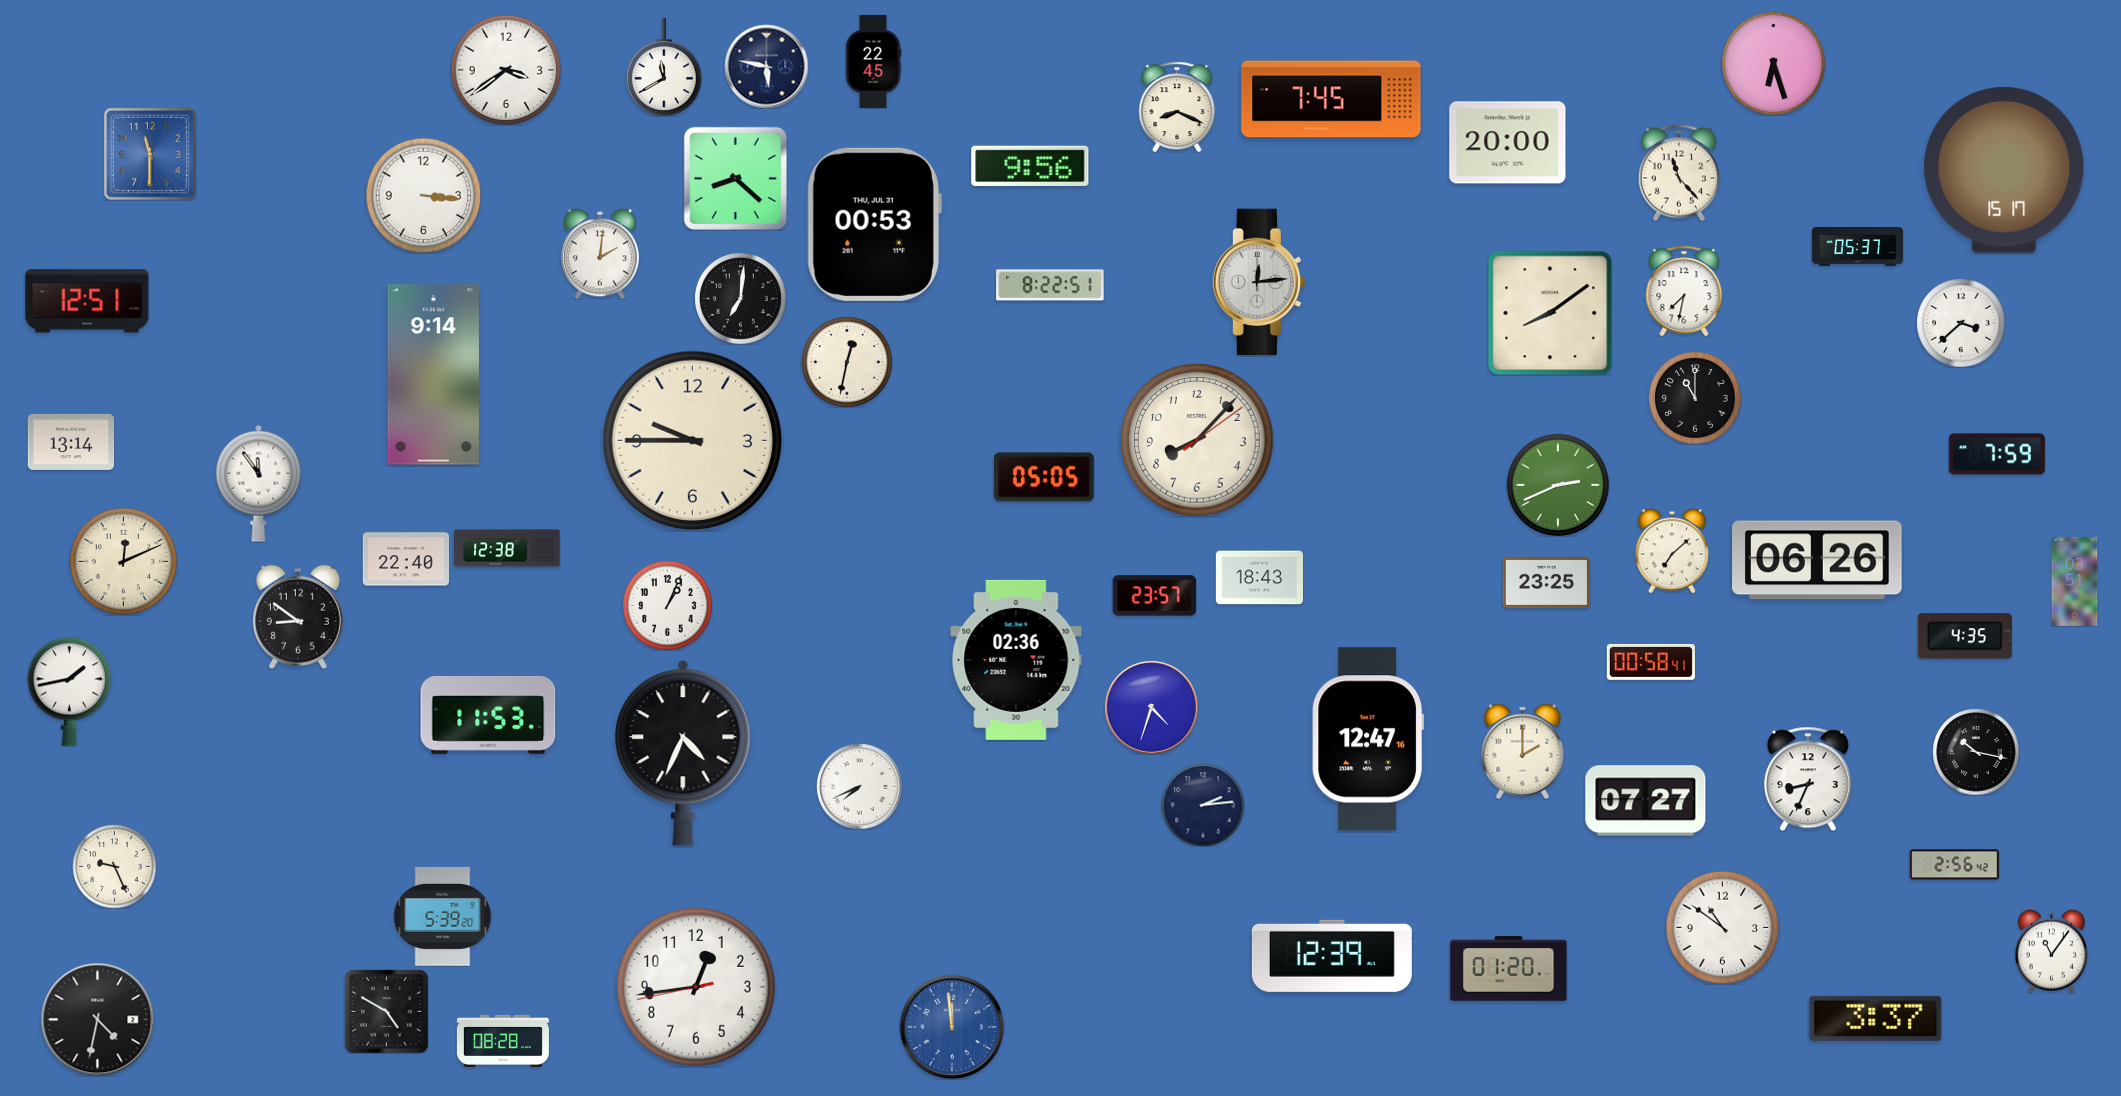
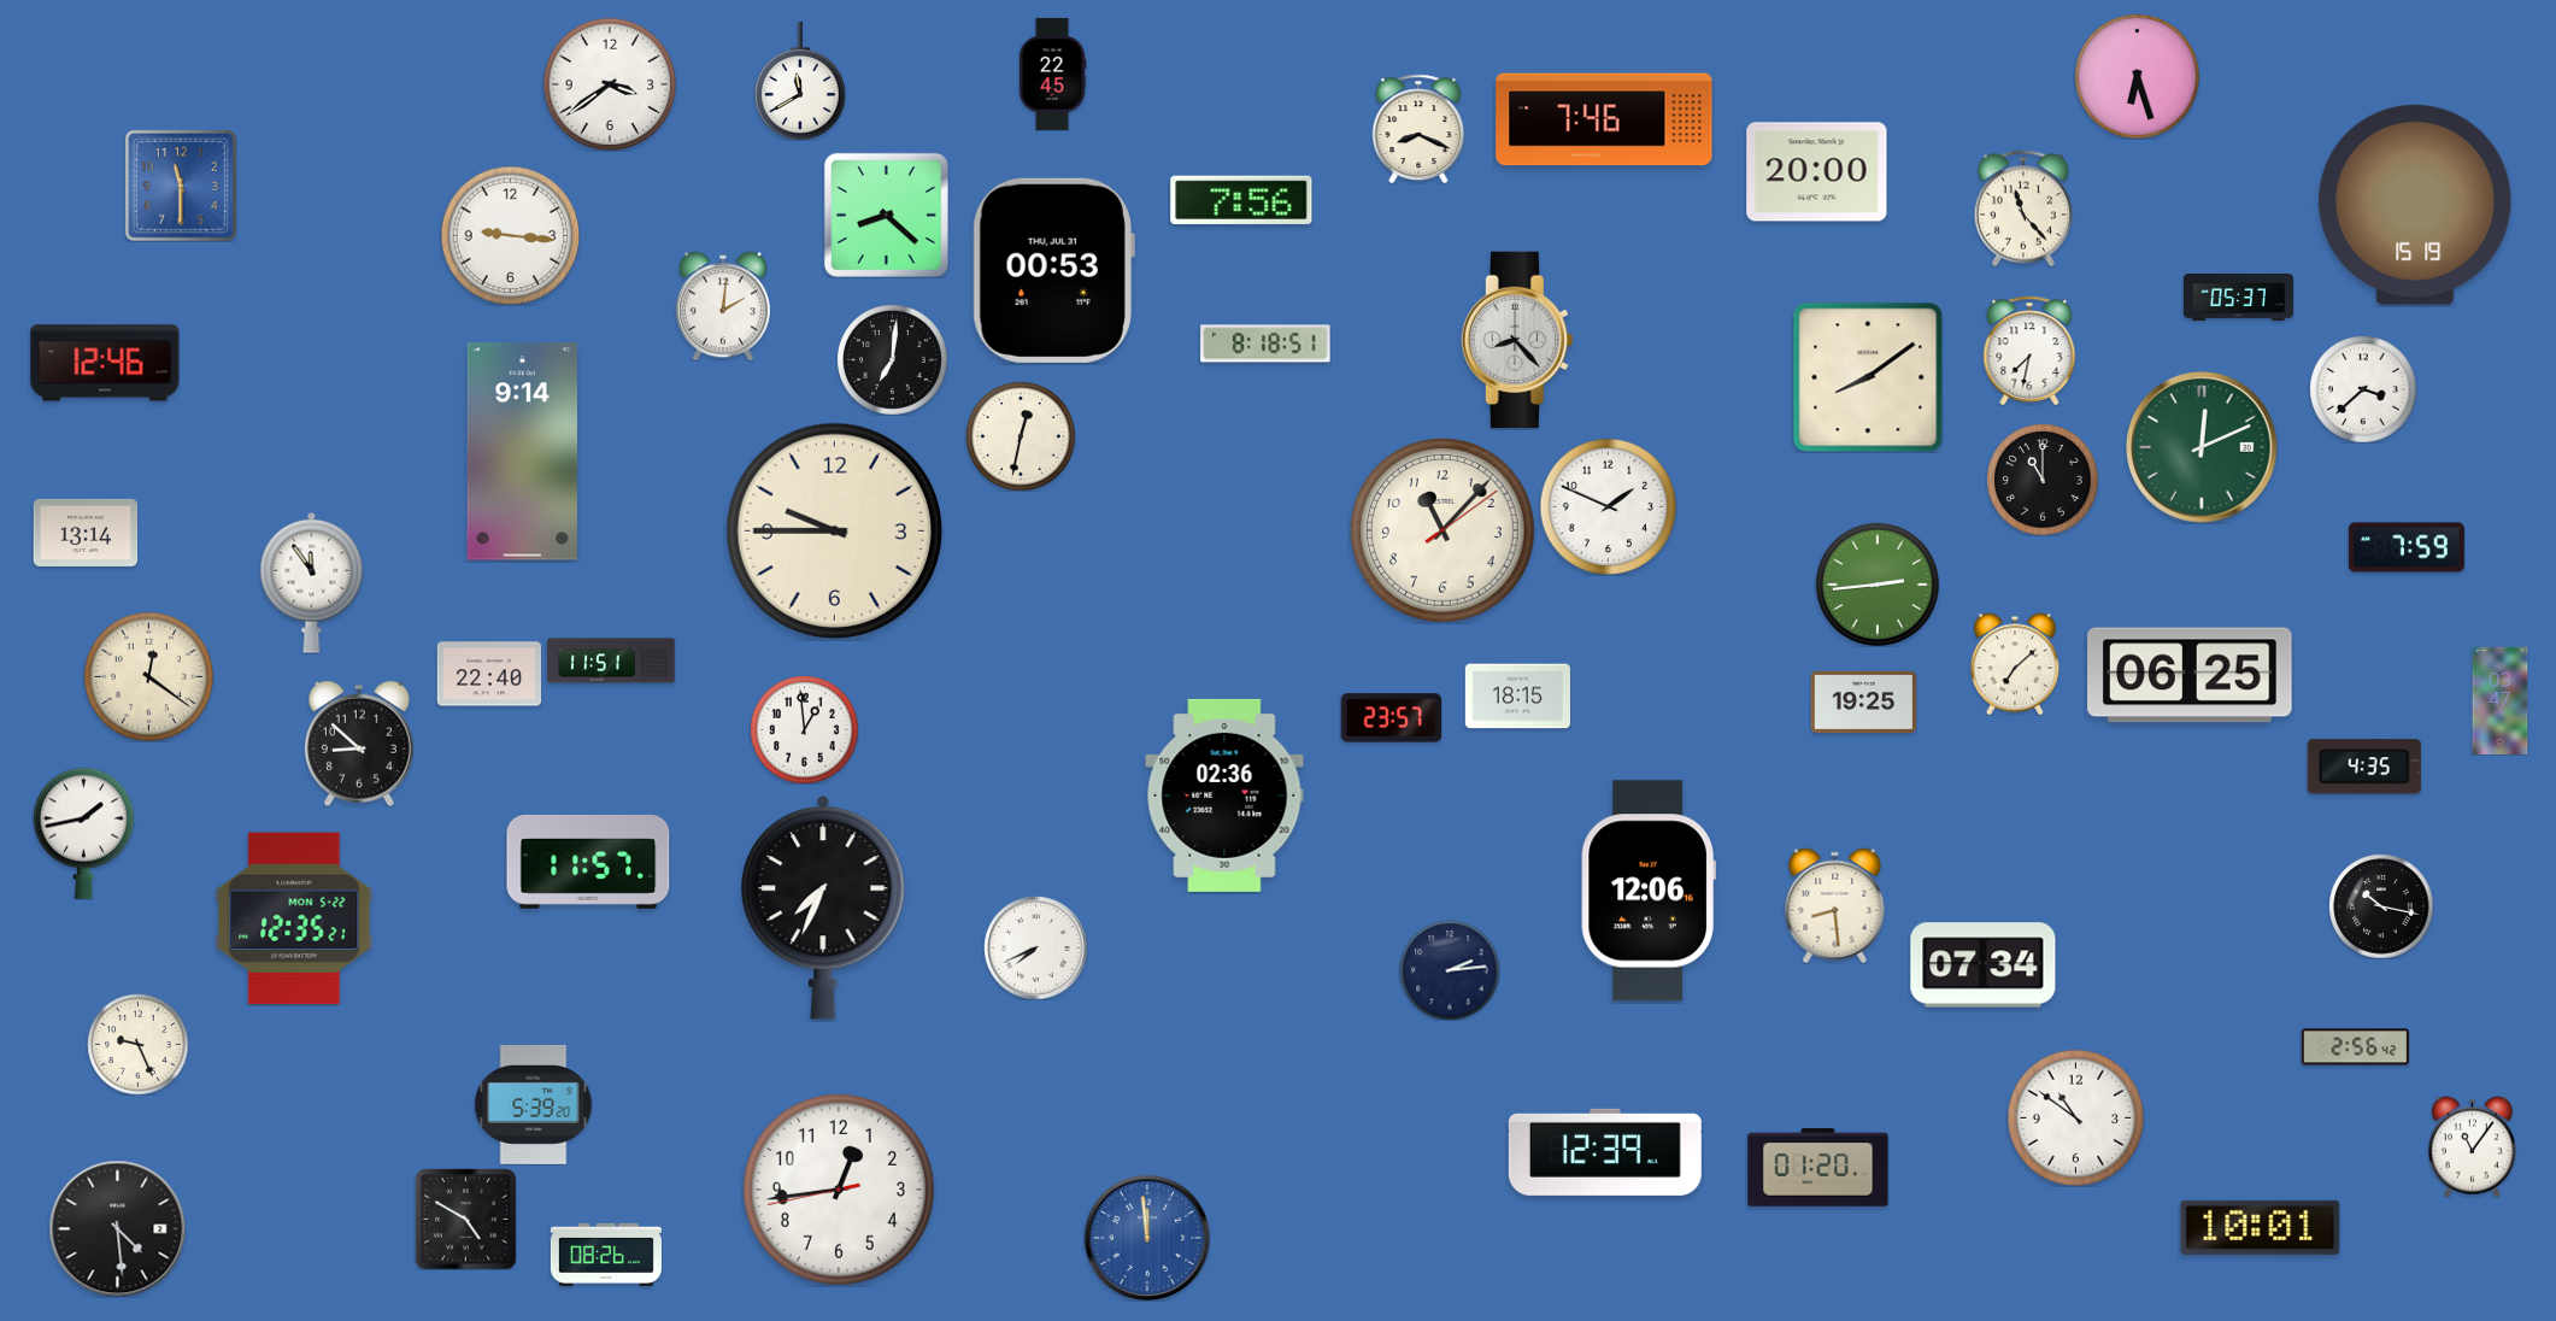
clock at (766, 66): 5:47 -> none
clock at (1331, 99): 7:45 -> 7:46
clock at (1030, 165): 9:56 -> 7:56
clock at (2004, 170): 15:17 -> 15:19
clock at (423, 195): 3:16 -> 9:16
clock at (1259, 282): 12:14 -> 8:23
clock at (1050, 285): 8:22 -> 8:18
clock at (87, 301): 12:51 -> 12:46
clock at (2202, 447): none -> 12:11
clock at (1608, 506): none -> 1:49
clock at (1197, 440): 8:07 -> 11:07
clock at (1044, 477): 05:05 -> none
clock at (1558, 485): 2:41 -> 2:44
clock at (507, 548): 12:38 -> 11:51
clock at (1817, 560): 06:26 -> 06:25
clock at (123, 561): 12:11 -> 12:21
clock at (1259, 578): 18:43 -> 18:15
clock at (2075, 581): 03:51 -> 03:47
clock at (1546, 582): 23:25 -> 19:25
clock at (667, 605): 1:04 -> 12:59
clock at (298, 617): 8:51 -> 8:52
clock at (1965, 636) position: (1965, 636) -> (2364, 767)
clock at (1650, 662): 00:58 -> none
clock at (1151, 707): 4:33 -> none
clock at (488, 715): 11:53 -> 11:57
clock at (1368, 739): 12:47 -> 12:06
clock at (1523, 751): 2:00 -> 8:29
clock at (683, 753): 4:34 -> 7:34
clock at (294, 918): none -> 12:35
clock at (1808, 779): 8:34 -> none
clock at (1646, 801): 07:27 -> 07:34
clock at (1954, 865) position: (1954, 865) -> (2355, 1047)
clock at (1876, 1018): 3:37 -> 10:01
clock at (97, 1019): 4:32 -> 4:29
clock at (503, 1041): 08:28 -> 08:26
